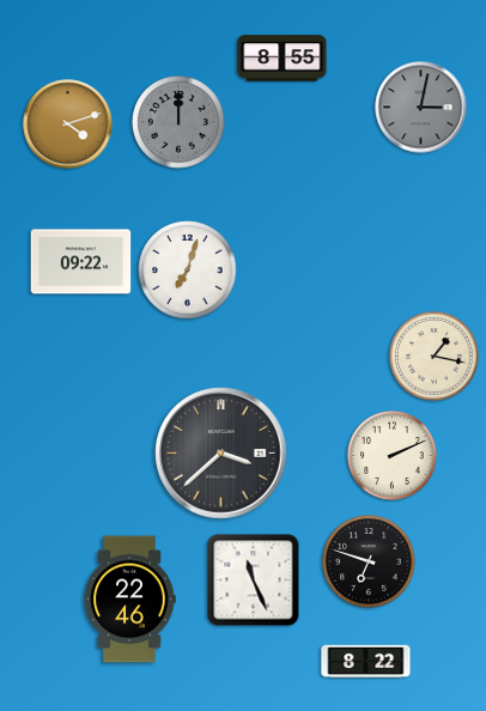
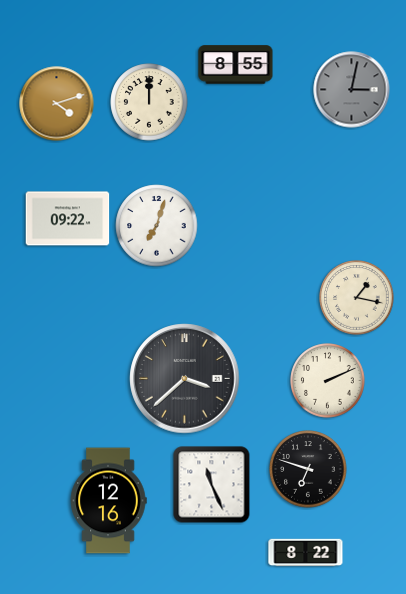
clock at (283, 59) position: (283, 59) -> (236, 65)
clock at (178, 122) dial: grey -> cream
clock at (435, 357) position: (435, 357) -> (357, 298)
clock at (129, 600): 22:46 -> 12:16
